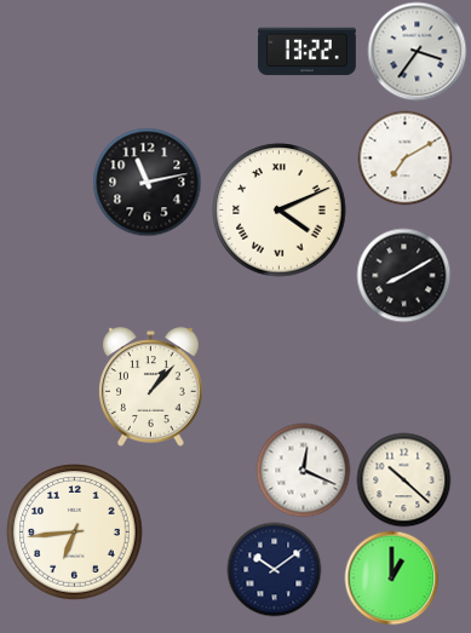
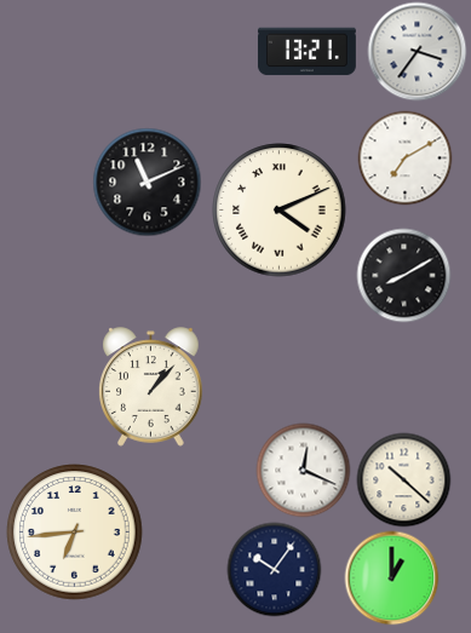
clock at (306, 52): 13:22 -> 13:21
clock at (147, 182): 11:13 -> 11:11
clock at (274, 569): 10:09 -> 10:06
